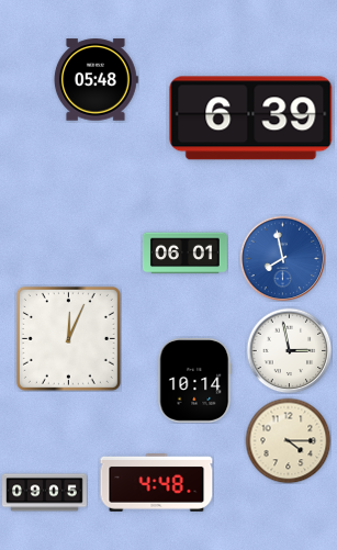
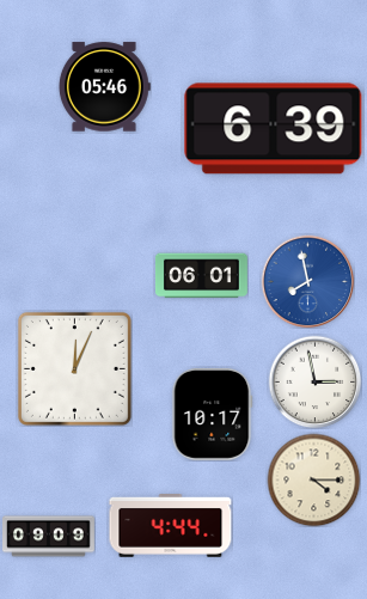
clock at (96, 80): 05:48 -> 05:46
clock at (195, 380): 10:14 -> 10:17
clock at (157, 483): 4:48 -> 4:44
clock at (45, 493): 09:05 -> 09:09
